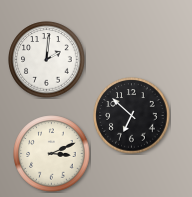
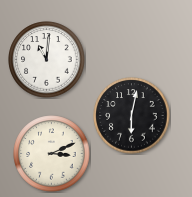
clock at (47, 60): 2:01 -> 11:01
clock at (132, 116): 6:52 -> 6:02
